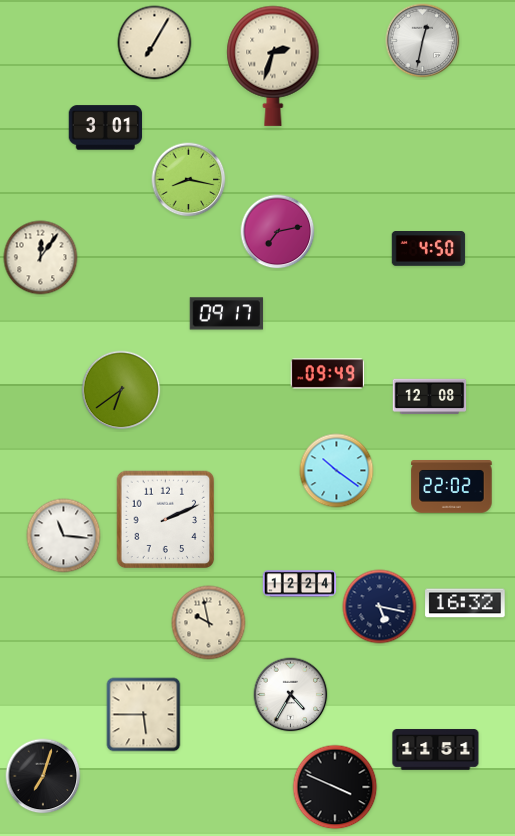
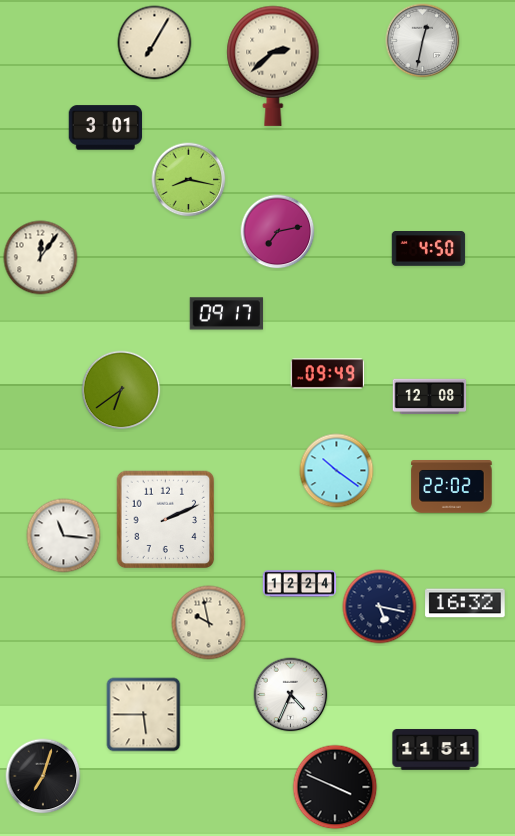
clock at (273, 66): 2:33 -> 2:38
clock at (291, 695): 4:35 -> 4:34
